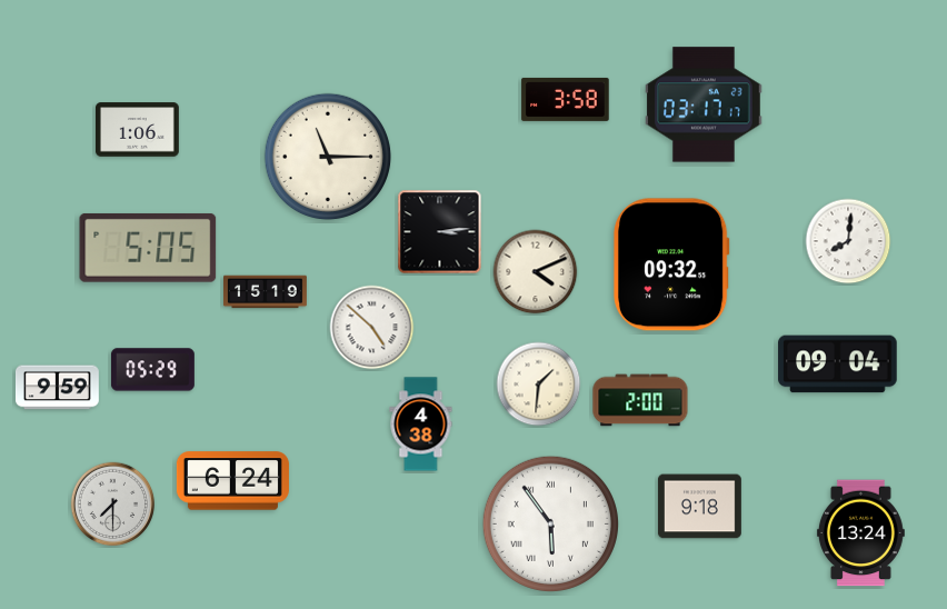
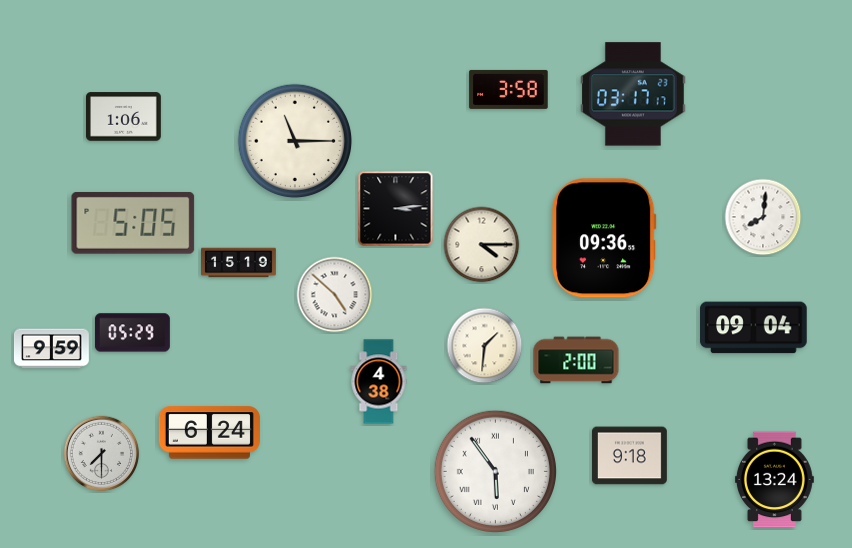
clock at (671, 264): 09:32 -> 09:36
clock at (536, 272): 4:11 -> 4:15
clock at (152, 370) position: (152, 370) -> (132, 333)
